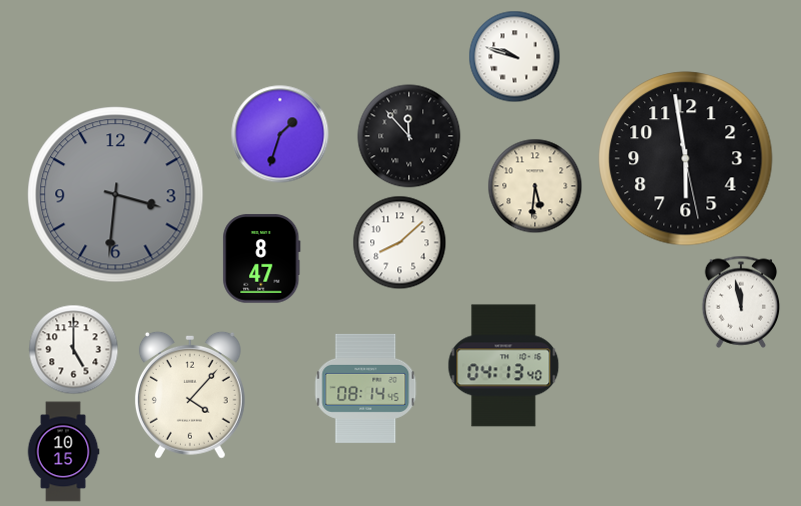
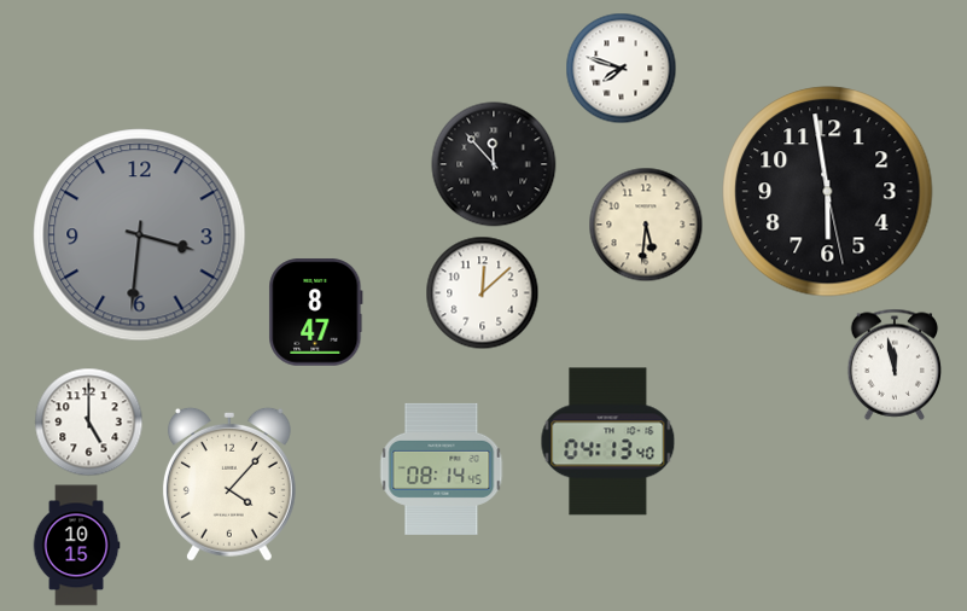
clock at (515, 57): 9:48 -> 7:48
clock at (280, 134): 1:33 -> none
clock at (400, 243): 8:08 -> 12:08
clock at (190, 395) position: (190, 395) -> (229, 484)
